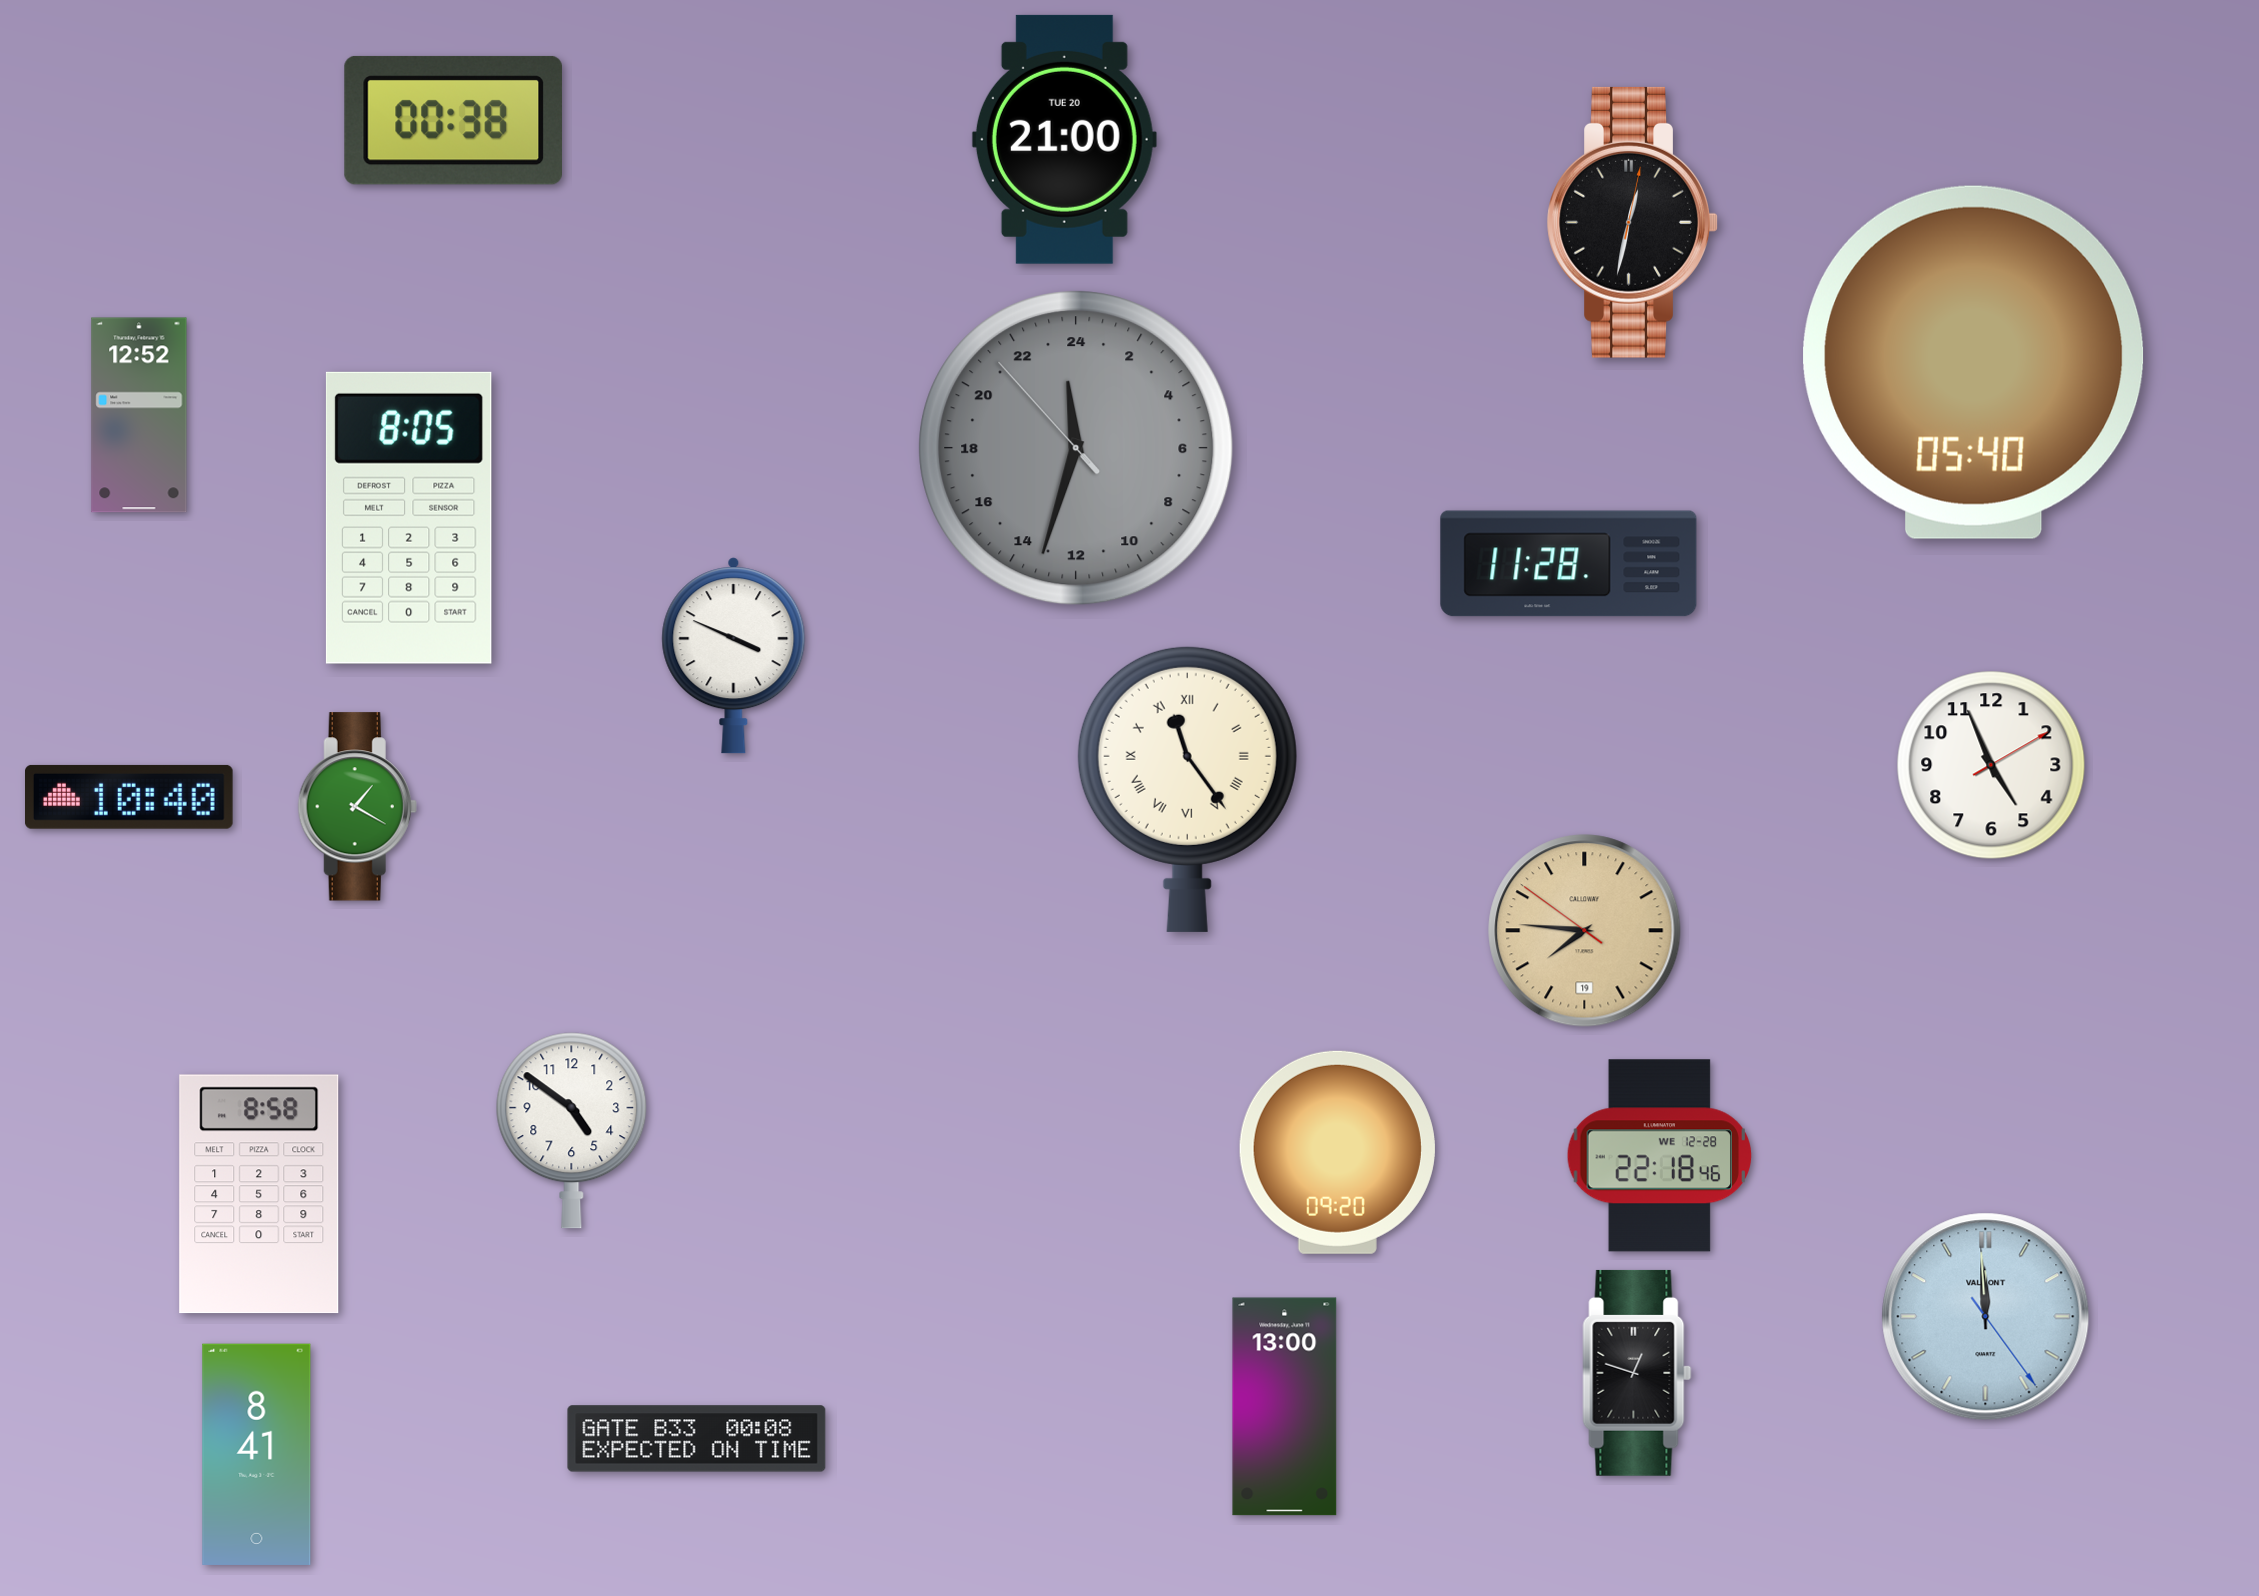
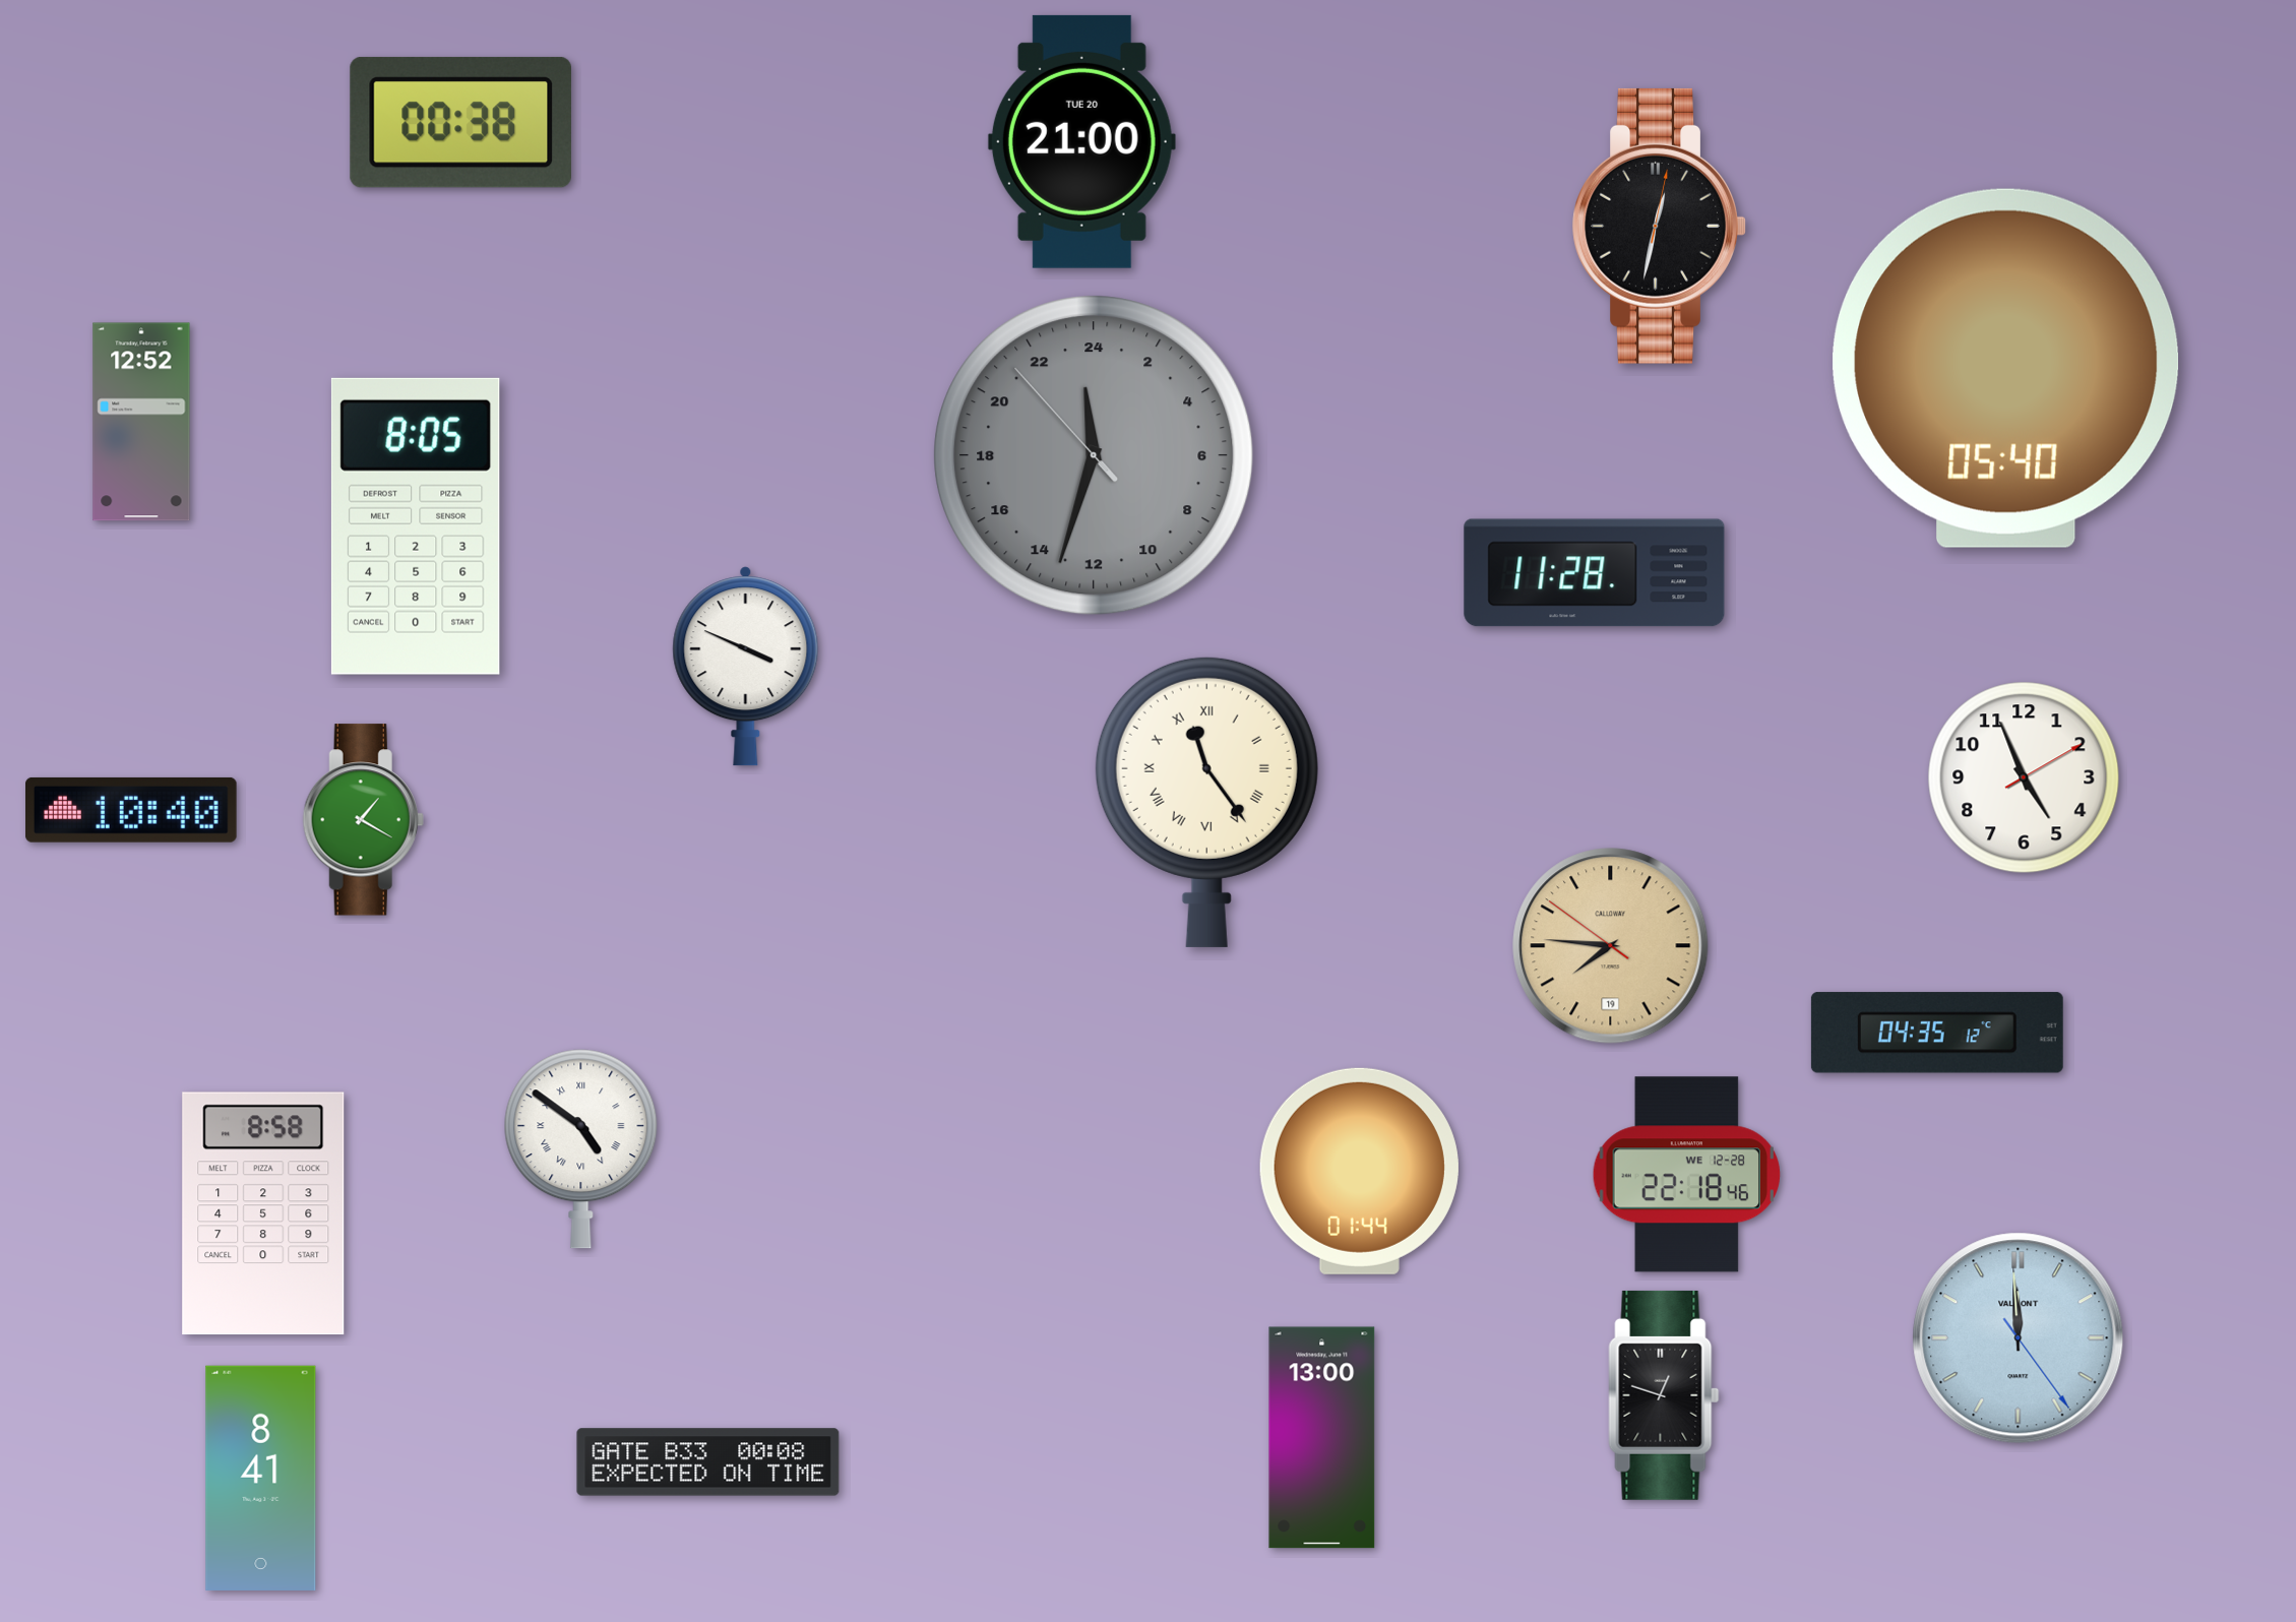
clock at (1937, 1033): none -> 04:35
clock at (572, 1131) numerals: Arabic -> Roman
clock at (1337, 1152): 09:20 -> 01:44
clock at (1285, 1407) position: (1285, 1407) -> (1322, 1438)
